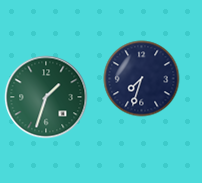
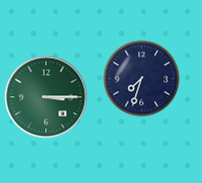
clock at (46, 97): 1:33 -> 3:15
